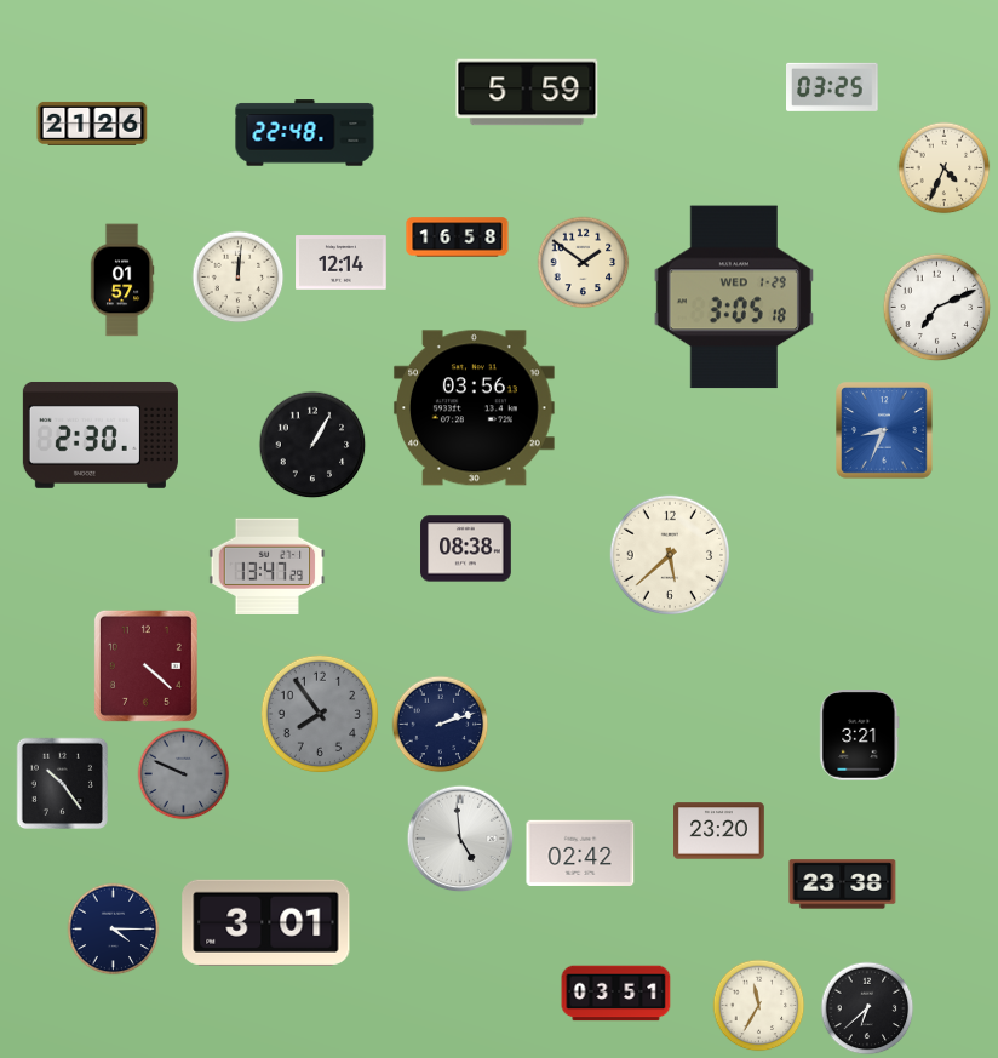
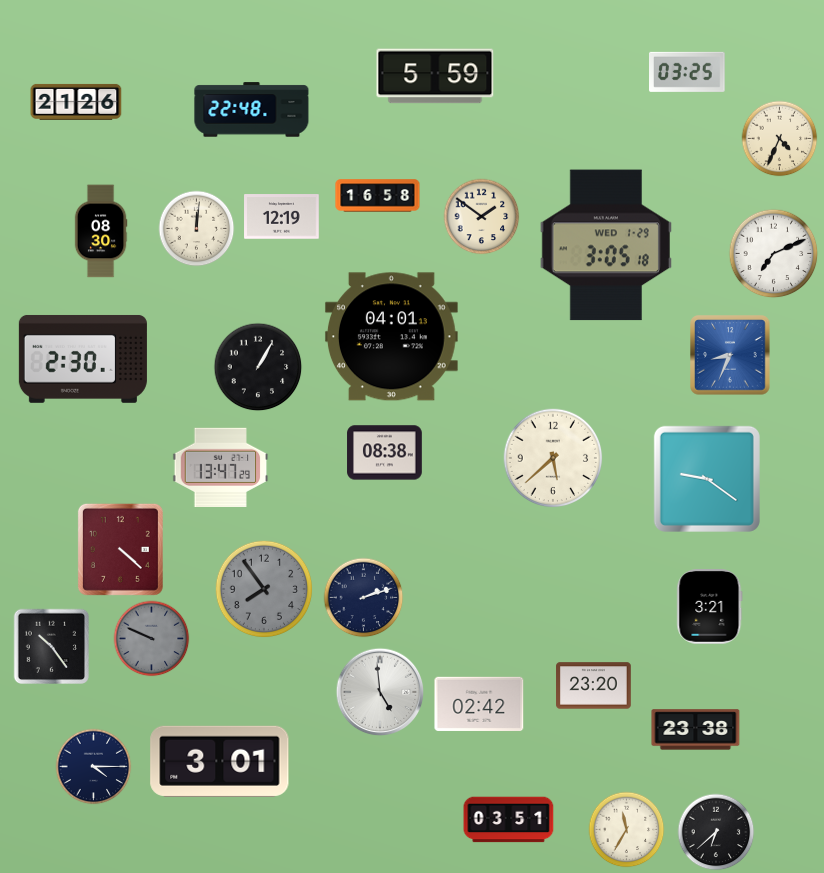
clock at (342, 263): 12:14 -> 12:19
clock at (122, 280): 01:57 -> 08:30
clock at (474, 408): 03:56 -> 04:01
clock at (707, 479): none -> 9:21
